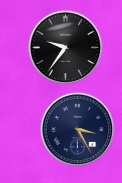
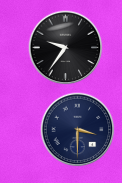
clock at (78, 130): 3:25 -> 3:30
